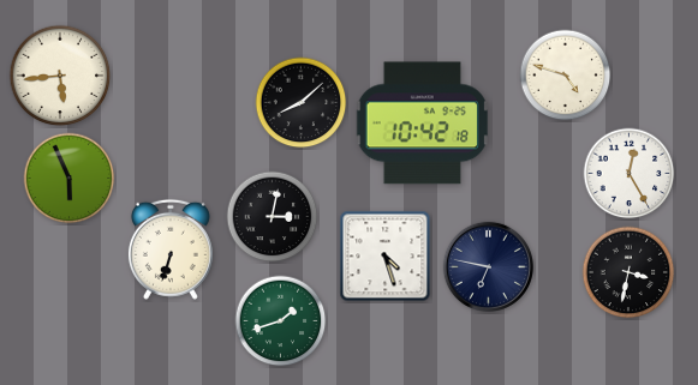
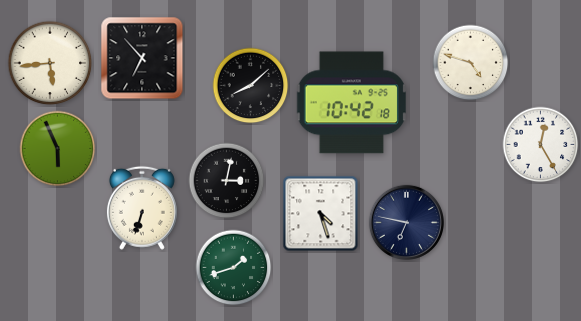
clock at (142, 58): none -> 6:53
clock at (630, 174) position: (630, 174) -> (541, 145)
clock at (628, 272): 3:32 -> none
